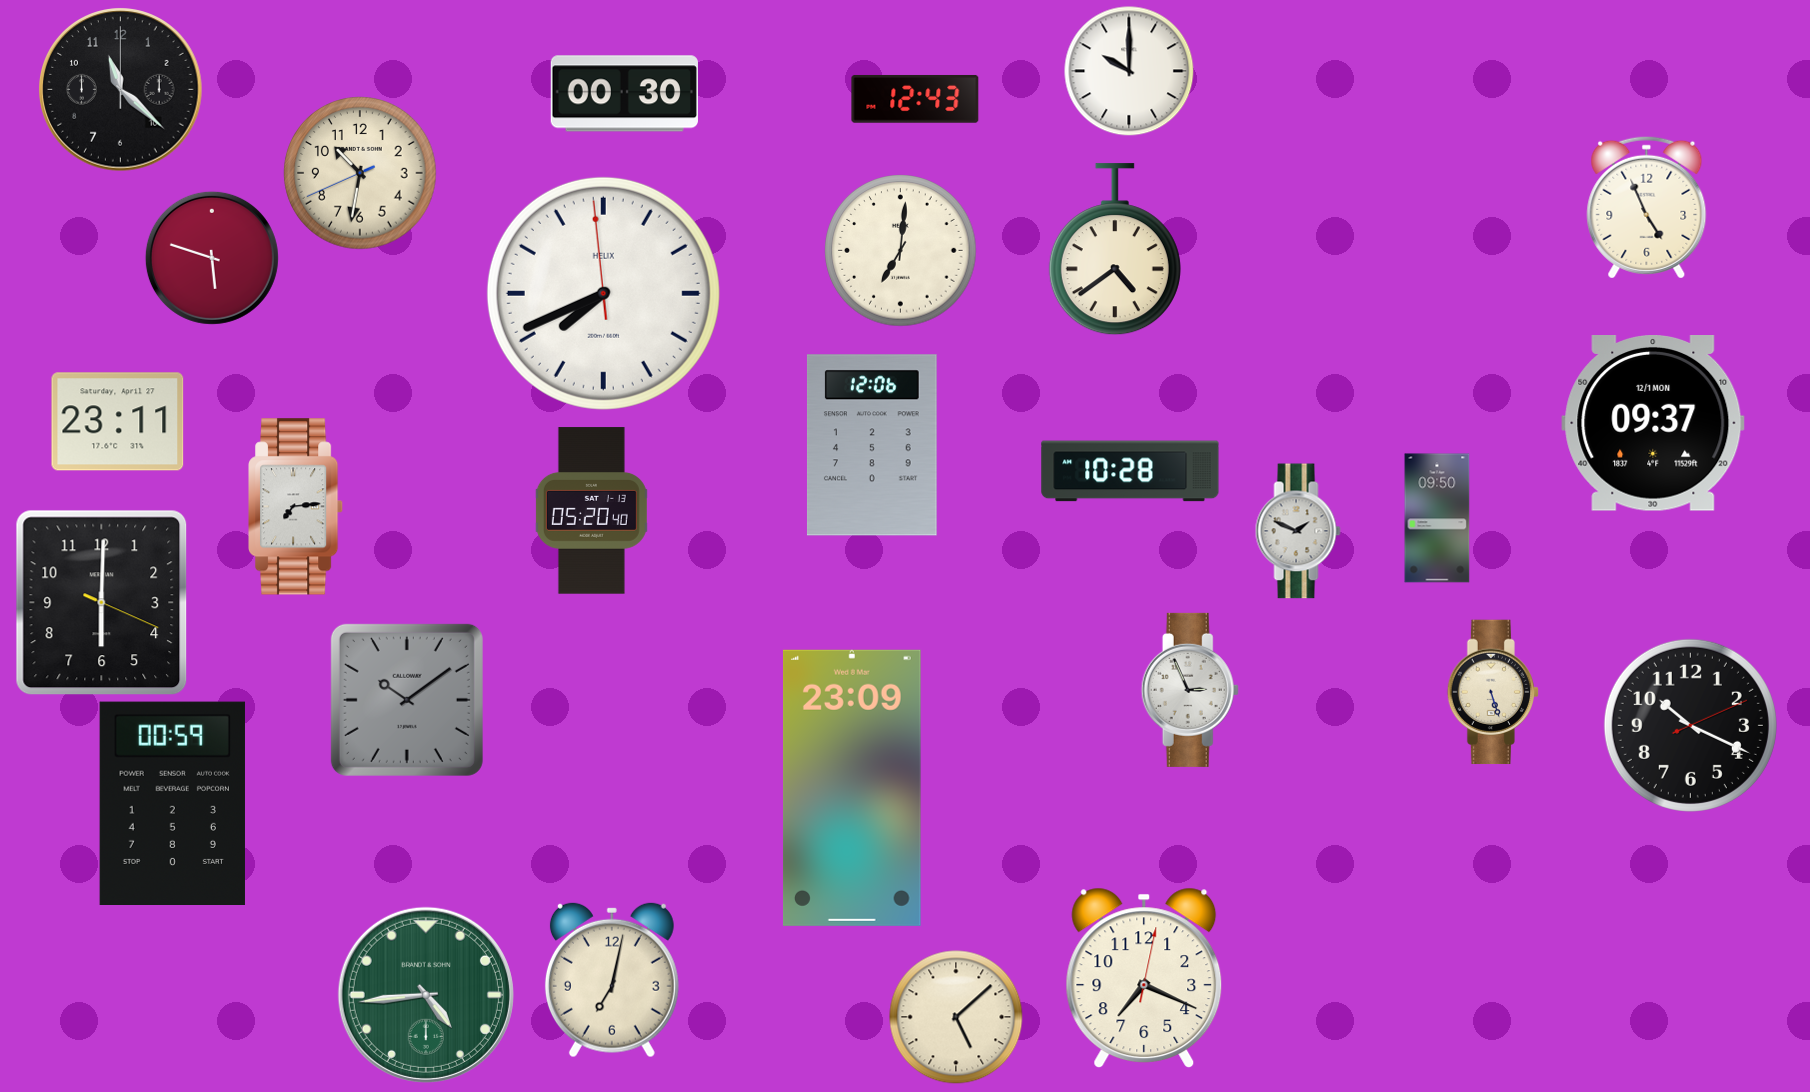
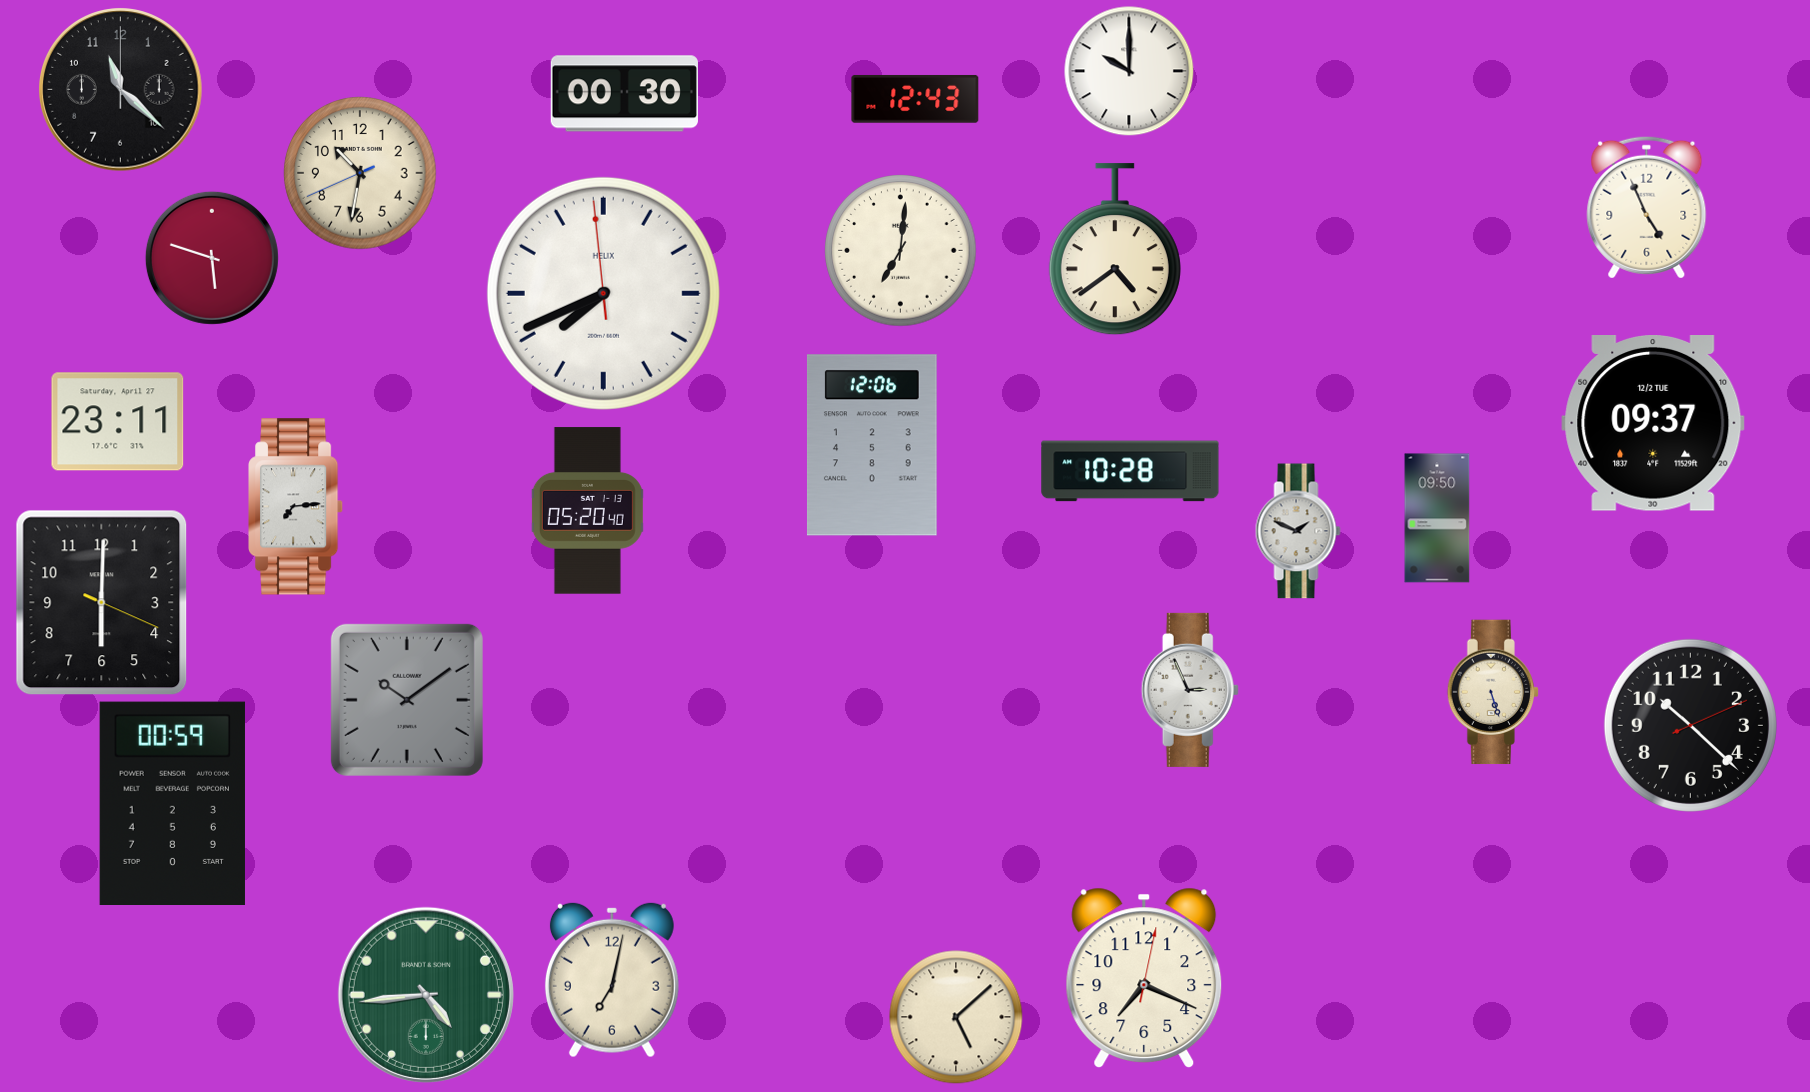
clock at (1653, 424) date: 12/1 MON -> 12/2 TUE
clock at (591, 511) position: (591, 511) -> (587, 511)
clock at (1690, 725): 10:19 -> 10:22
clock at (852, 788): 23:09 -> none
